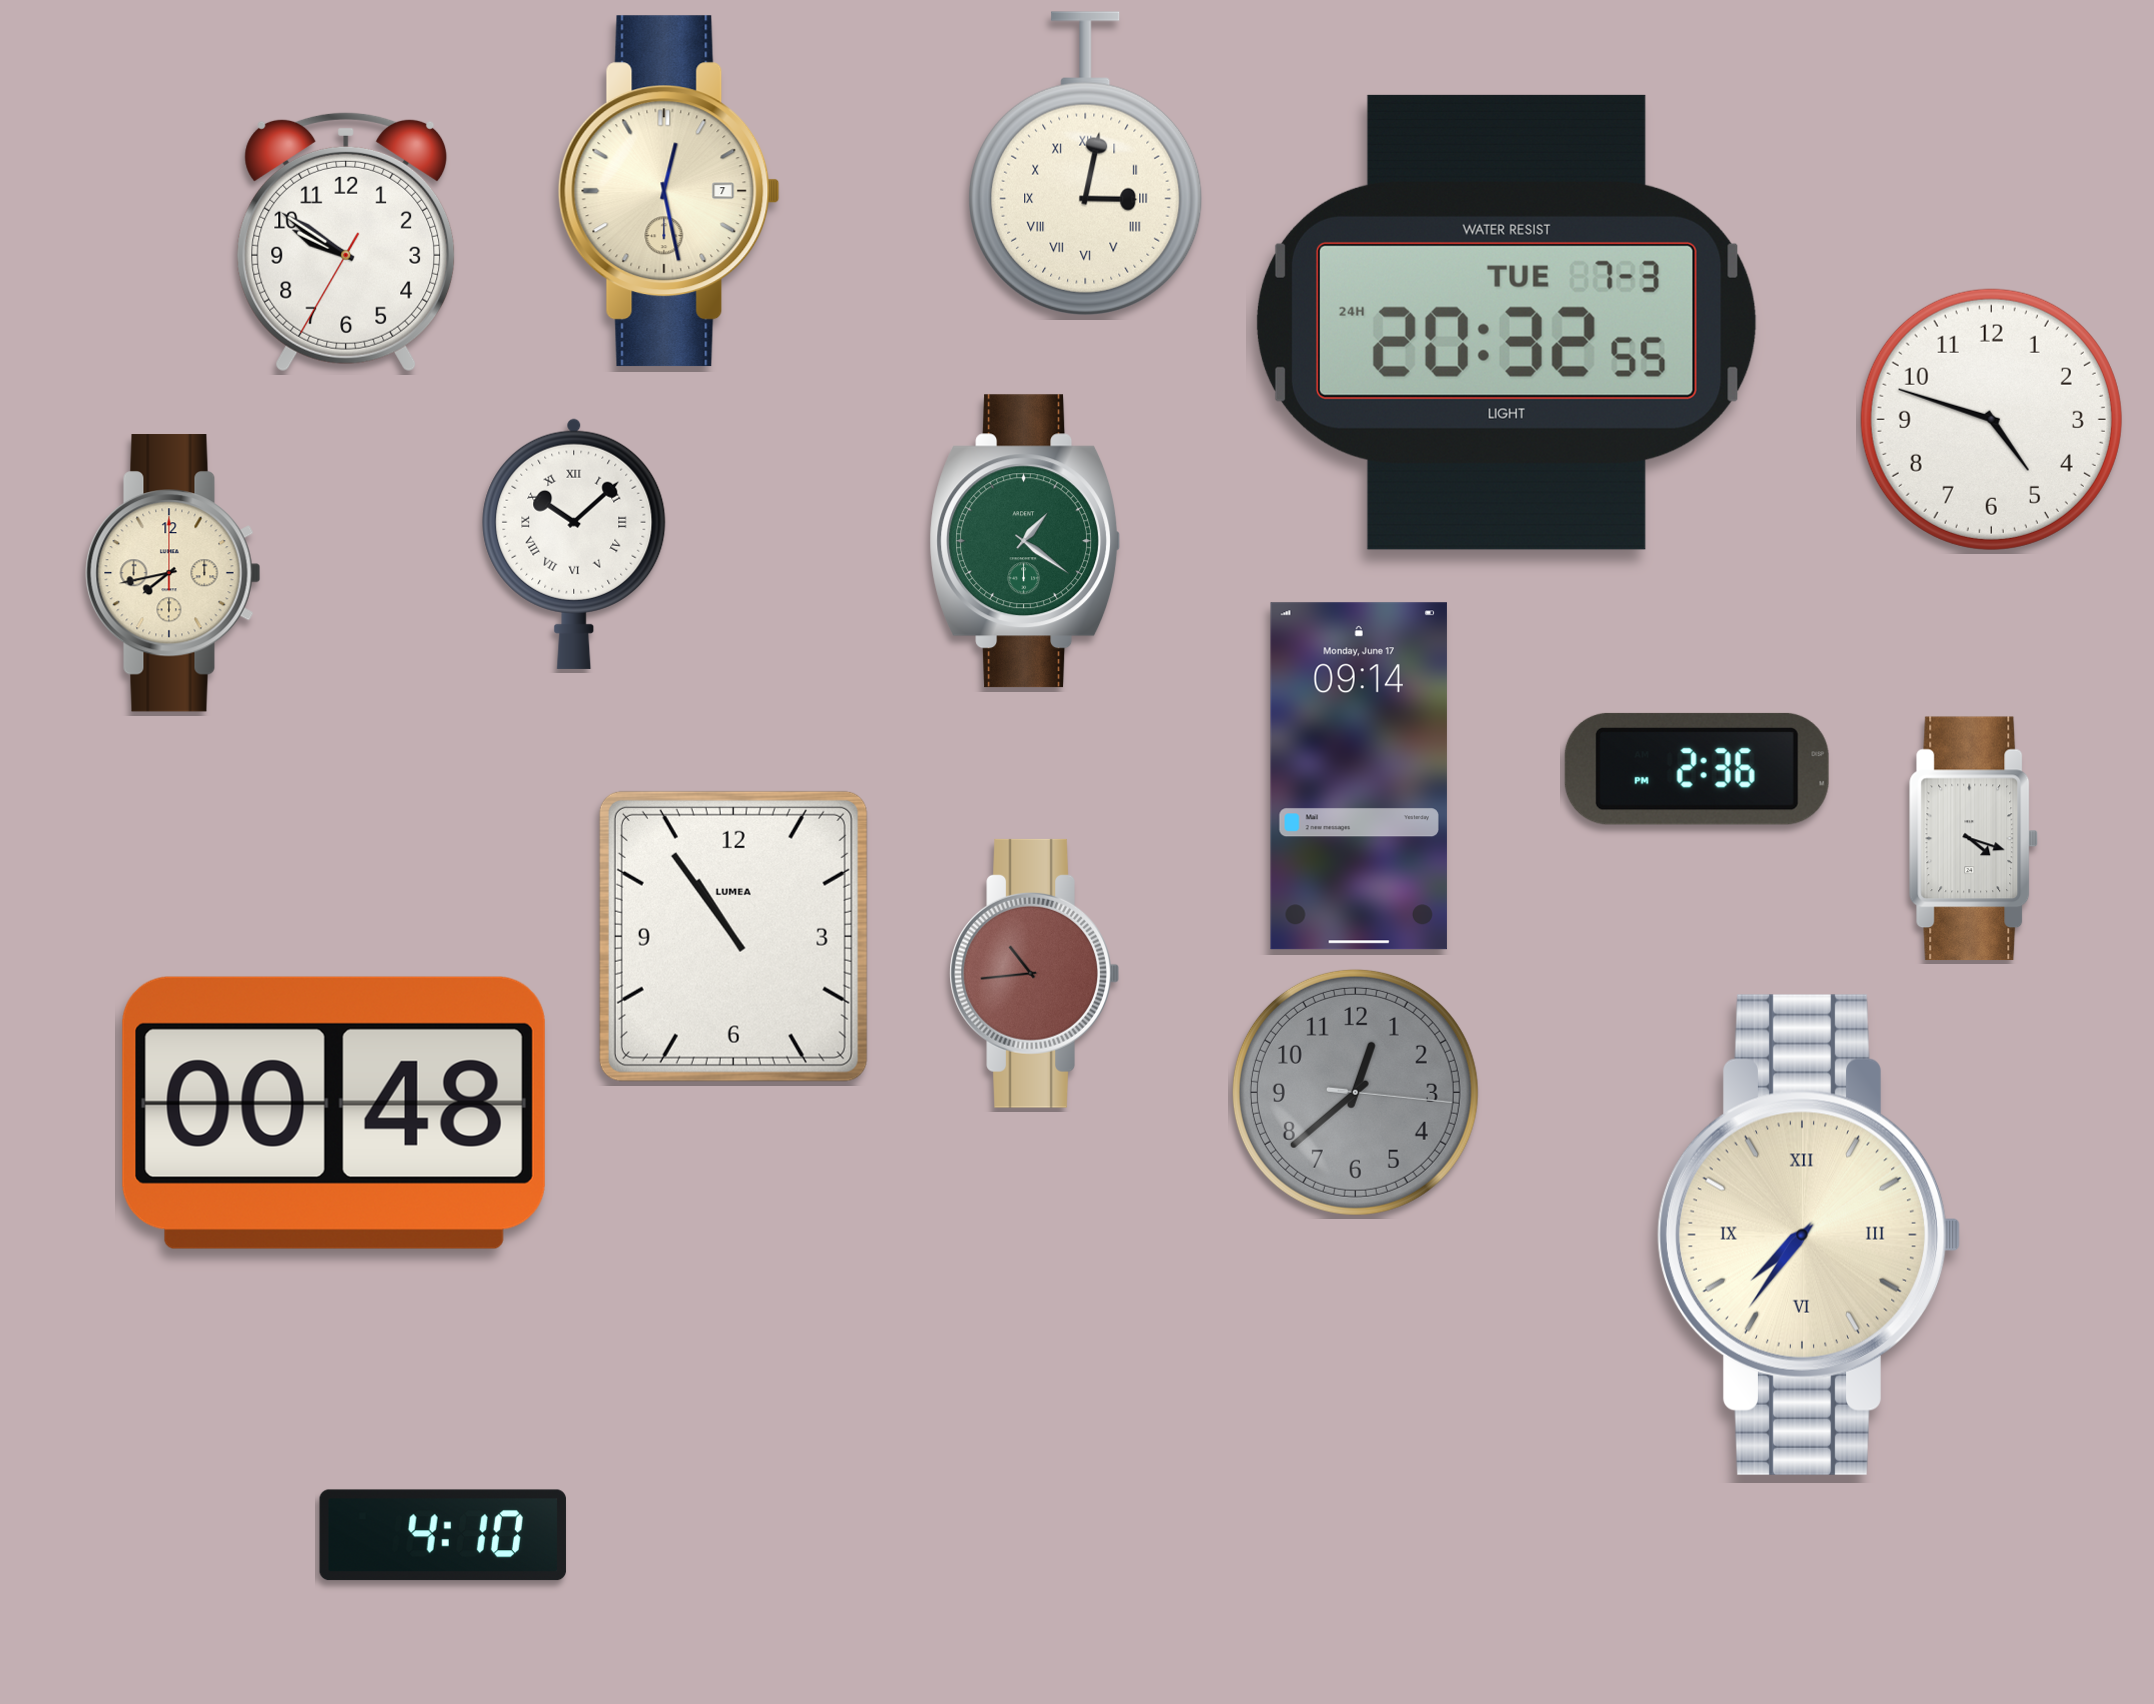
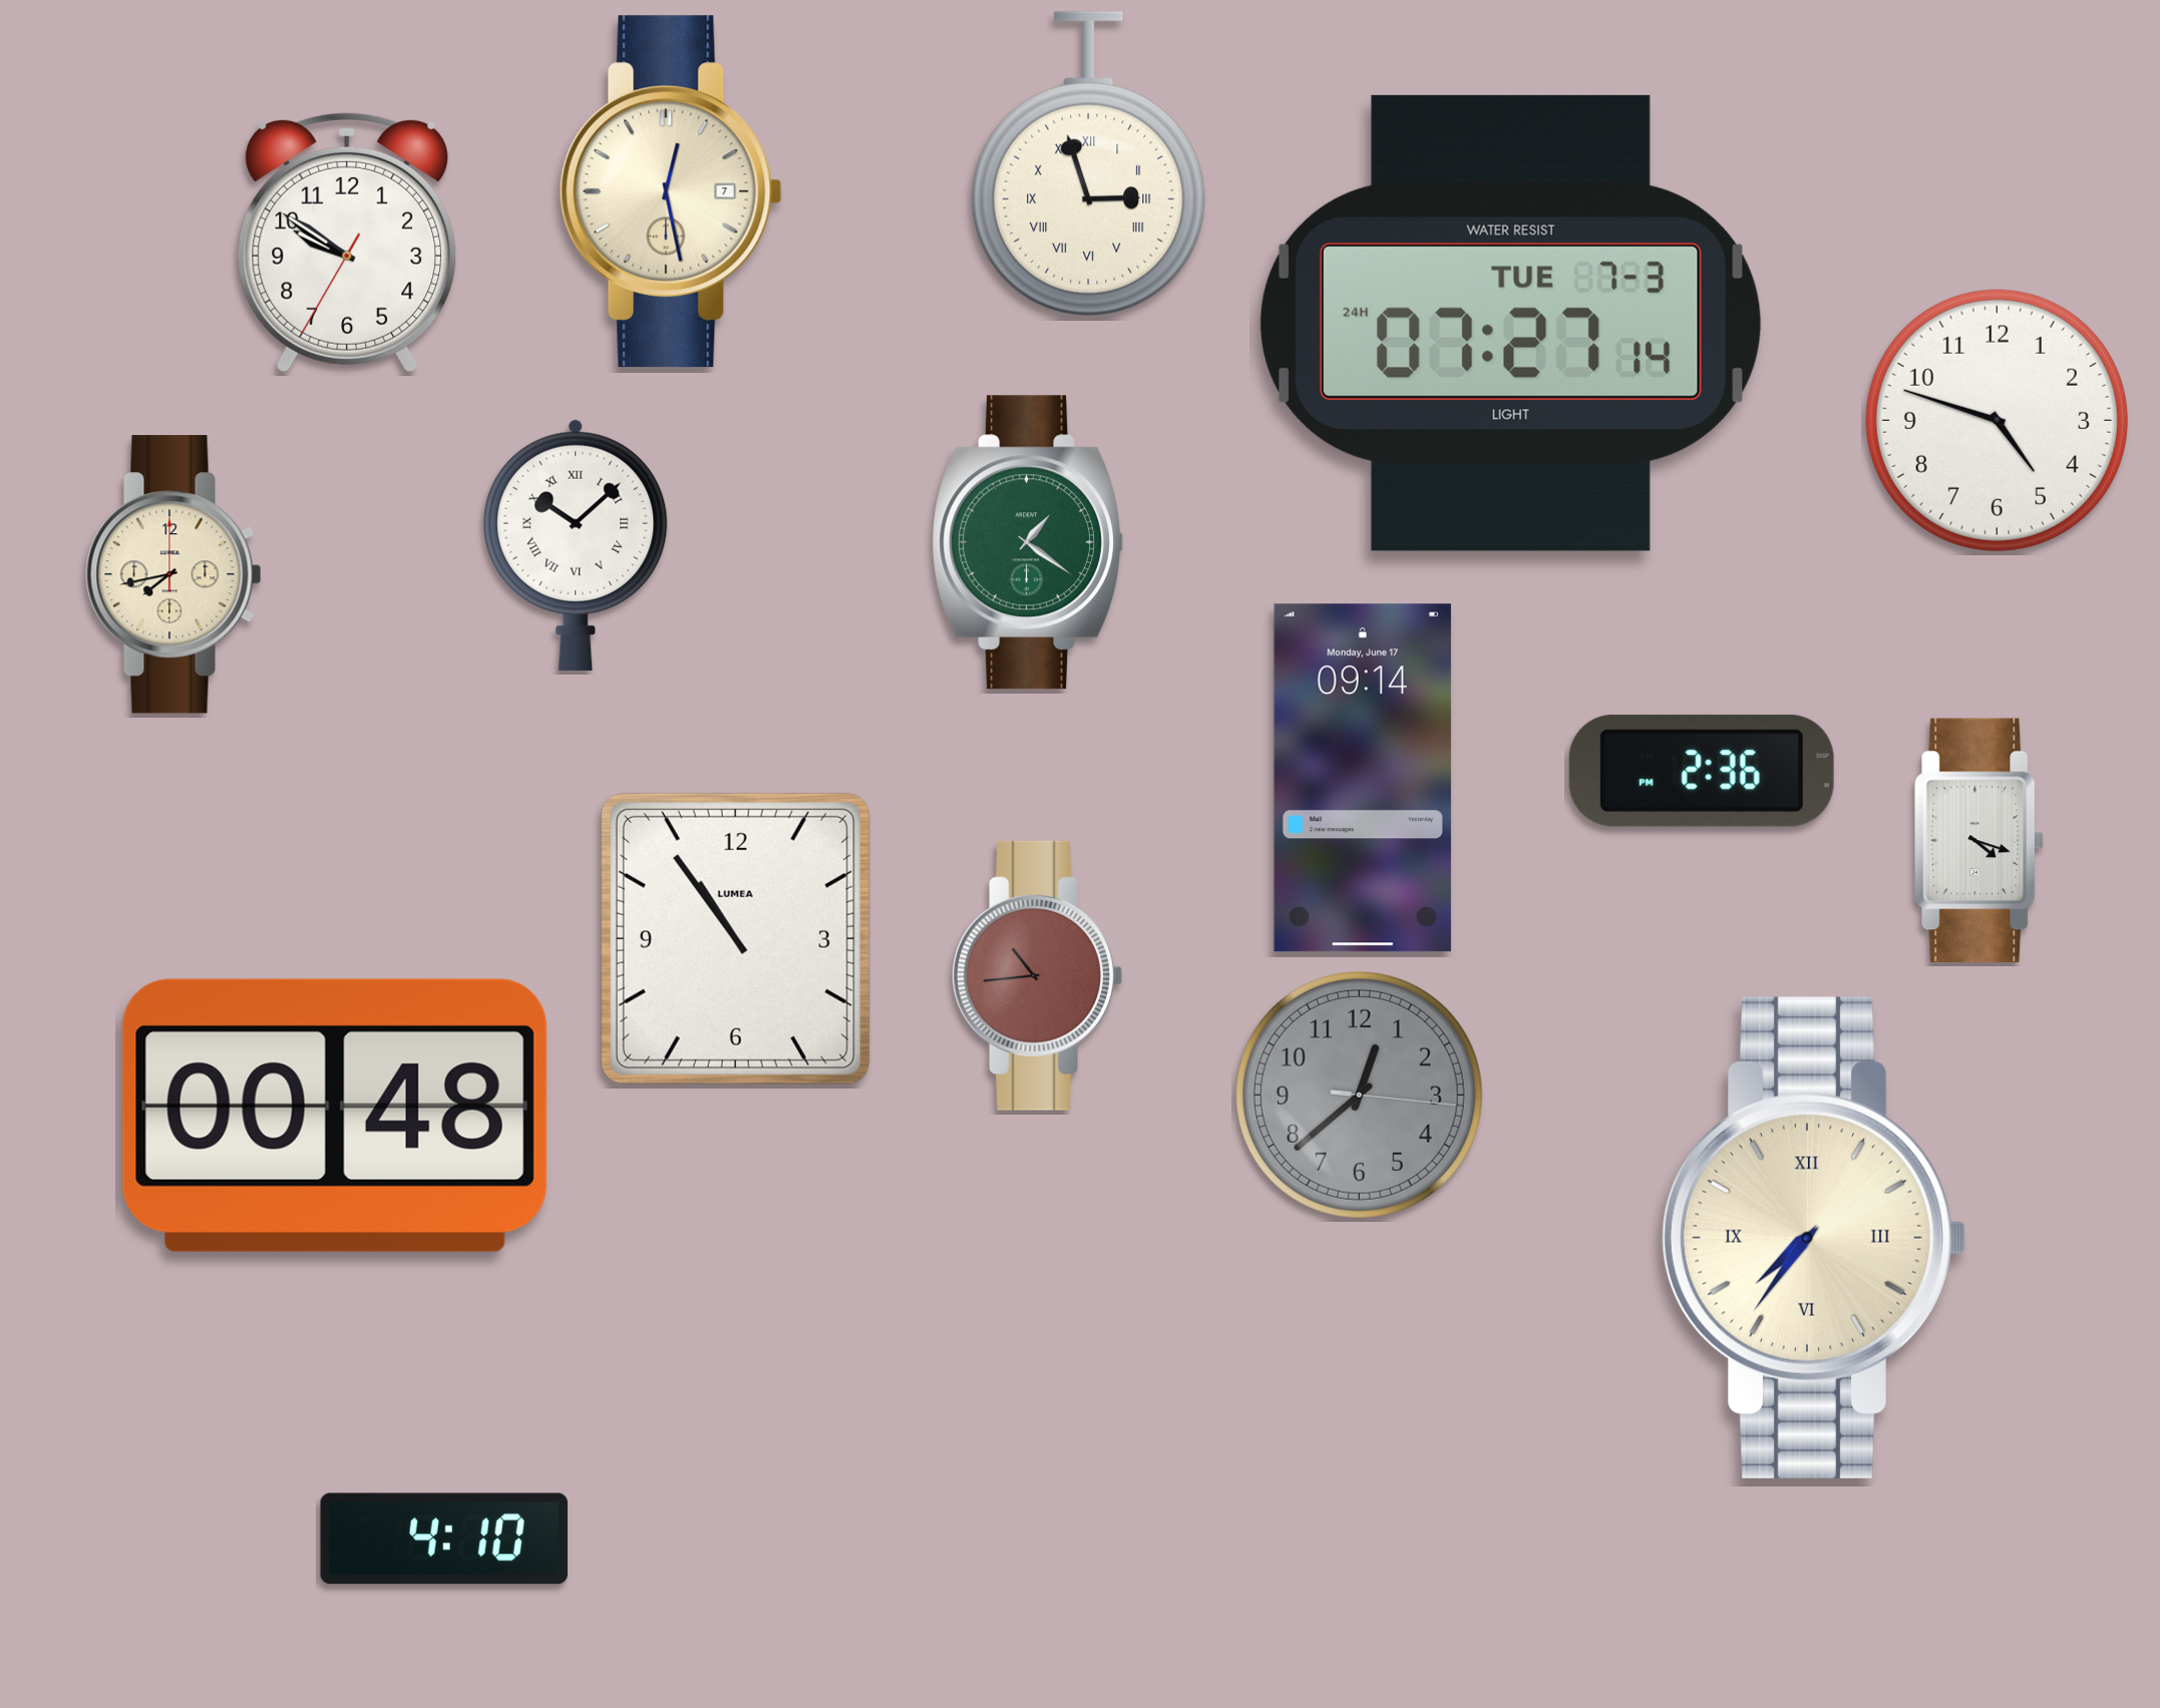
clock at (1086, 164): 3:02 -> 2:57
clock at (1506, 322): 20:32 -> 07:27
